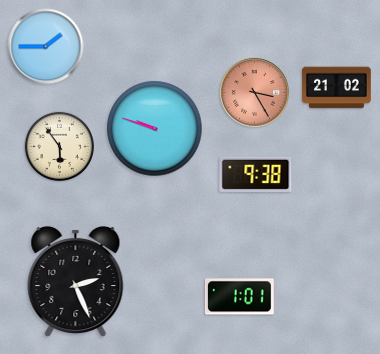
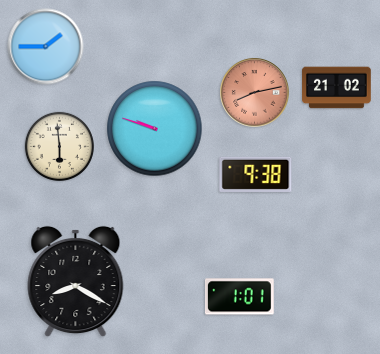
clock at (255, 93): 3:25 -> 8:13
clock at (59, 146): 5:54 -> 5:59
clock at (76, 282): 2:26 -> 8:20
